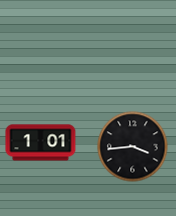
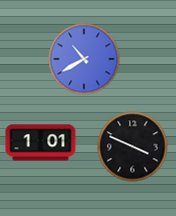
clock at (84, 59): none -> 10:40
clock at (133, 147): 3:44 -> 3:49
